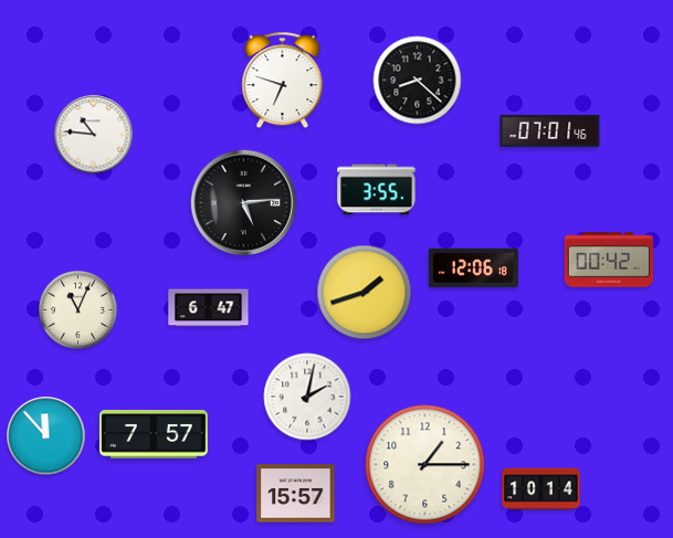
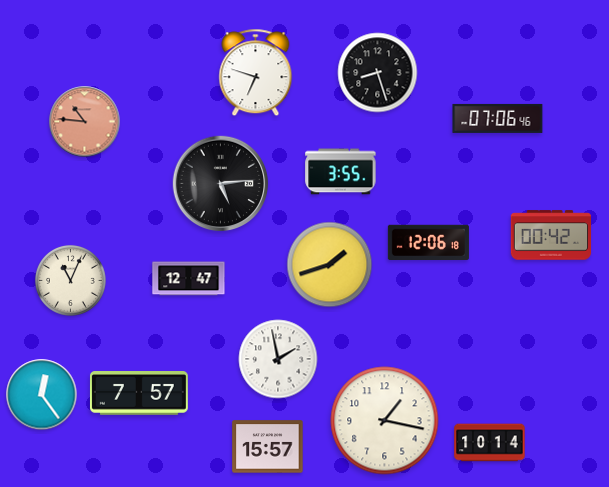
clock at (418, 81): 8:22 -> 8:27
clock at (550, 130): 07:01 -> 07:06
clock at (94, 135) dial: white -> salmon
clock at (209, 308): 6:47 -> 12:47
clock at (307, 397): 2:02 -> 1:58
clock at (46, 436): 11:53 -> 12:24
clock at (425, 465): 1:15 -> 1:17
